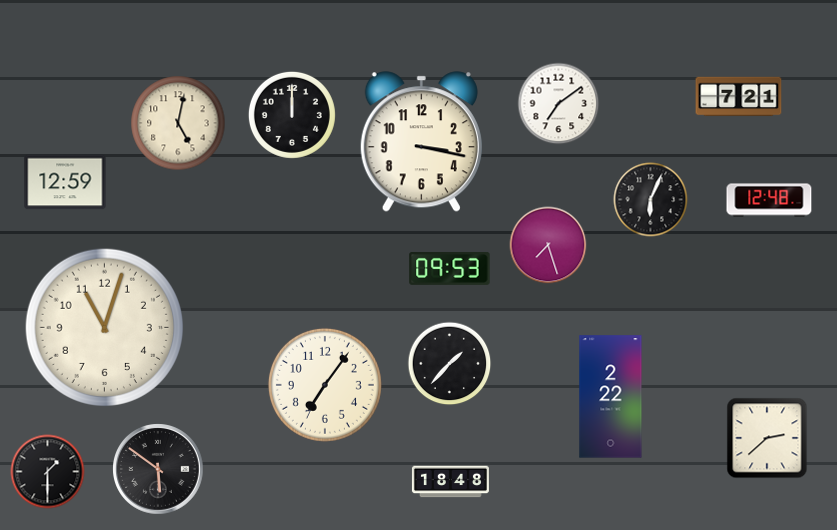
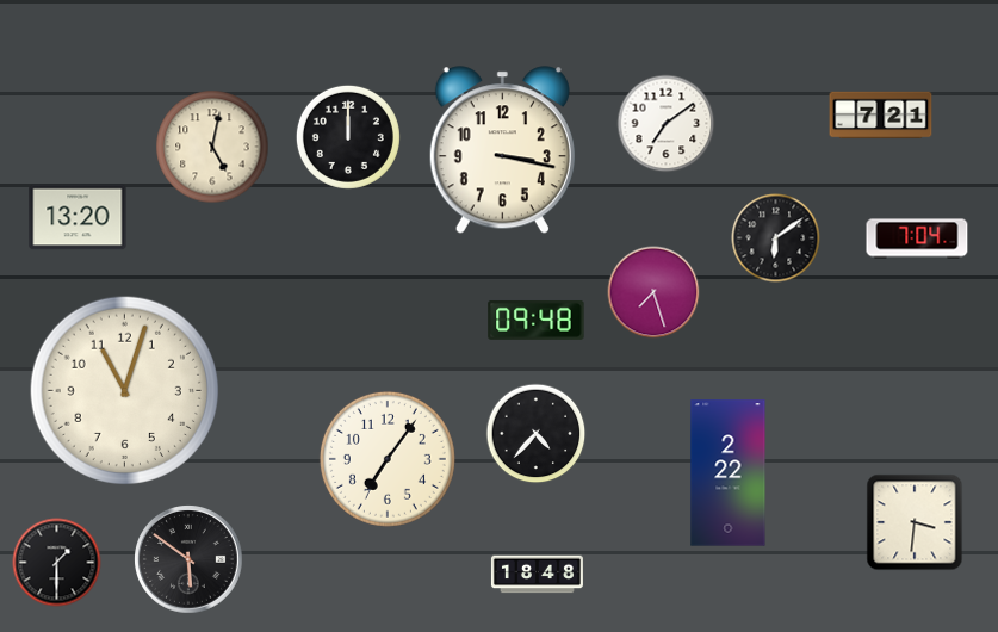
clock at (421, 142) position: (421, 142) -> (502, 150)
clock at (65, 182): 12:59 -> 13:20
clock at (651, 200): 6:04 -> 6:09
clock at (769, 200): 12:48 -> 7:04
clock at (450, 268): 09:53 -> 09:48
clock at (450, 364): 1:37 -> 4:37
clock at (767, 438): 2:38 -> 3:31
